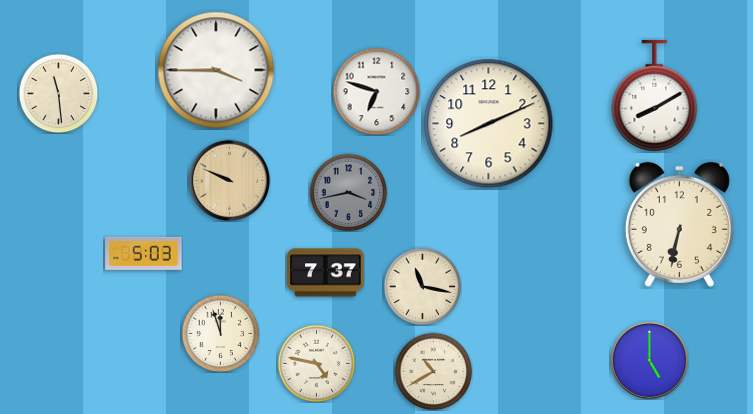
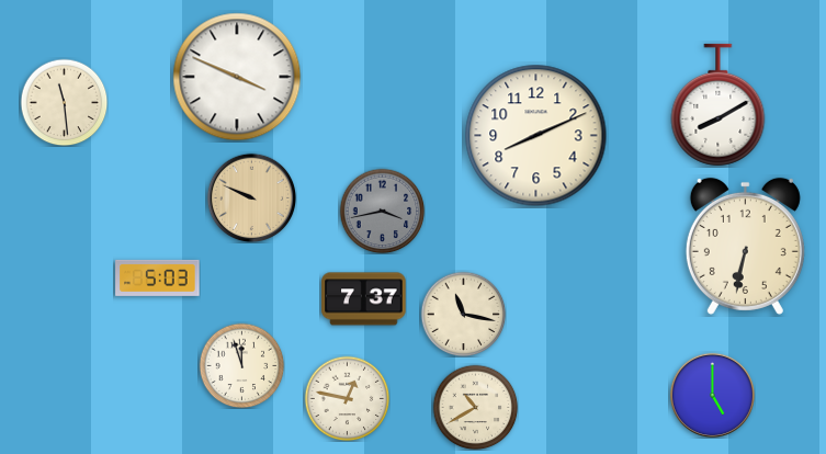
clock at (216, 70): 3:45 -> 3:49
clock at (376, 91): 6:48 -> none
clock at (326, 273) position: (326, 273) -> (364, 299)
clock at (316, 363): 4:47 -> 12:47
